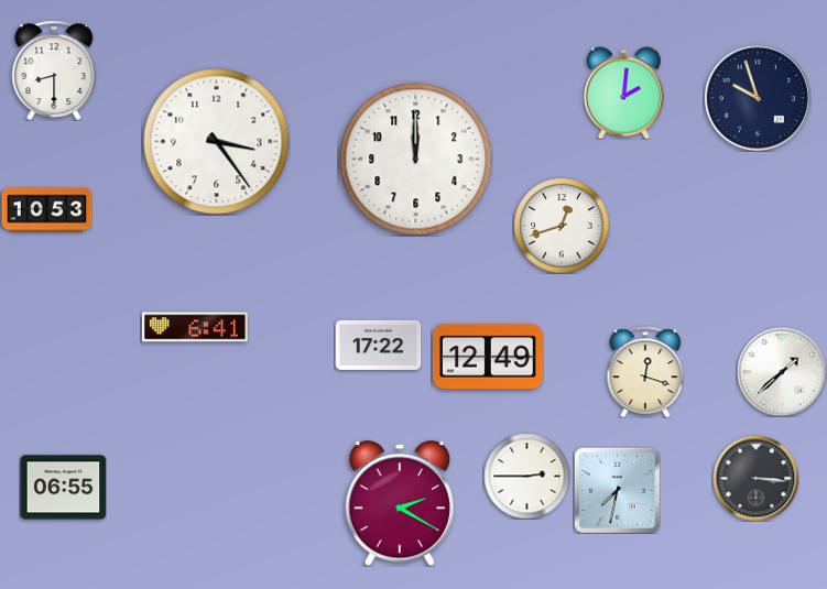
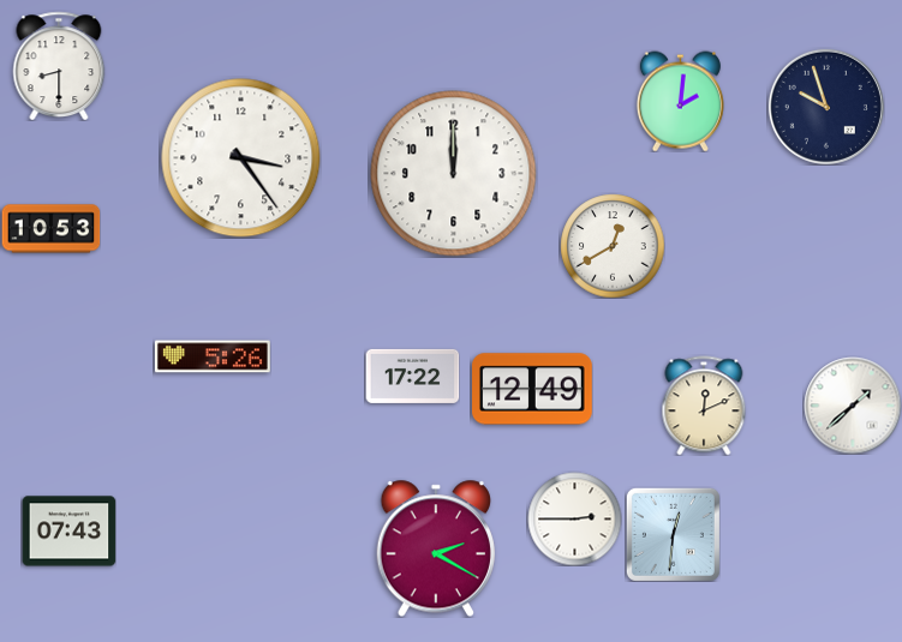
clock at (54, 70) position: (54, 70) -> (59, 66)
clock at (217, 142) position: (217, 142) -> (241, 158)
clock at (562, 226): 12:42 -> 12:40
clock at (195, 327): 6:41 -> 5:26
clock at (645, 372): 12:18 -> 12:11
clock at (755, 478): 3:16 -> none
clock at (63, 488): 06:55 -> 07:43
clock at (617, 490): 7:32 -> 12:31
